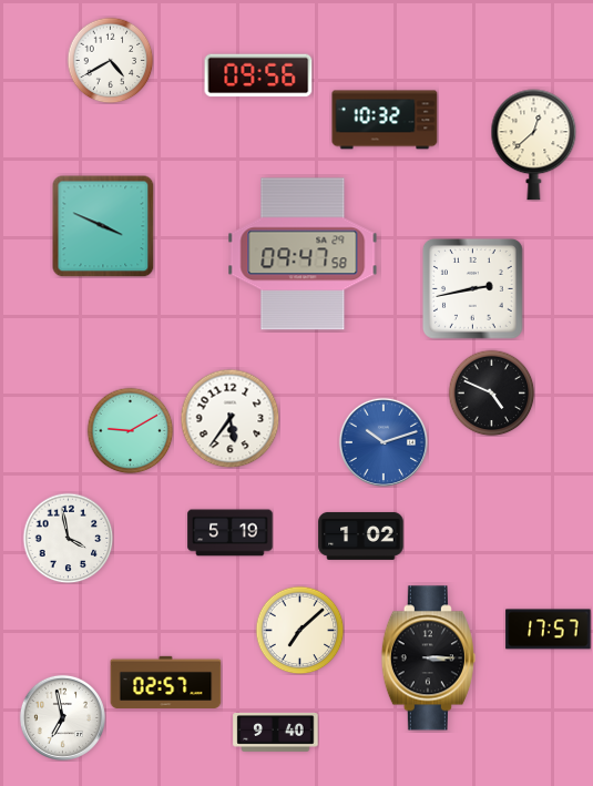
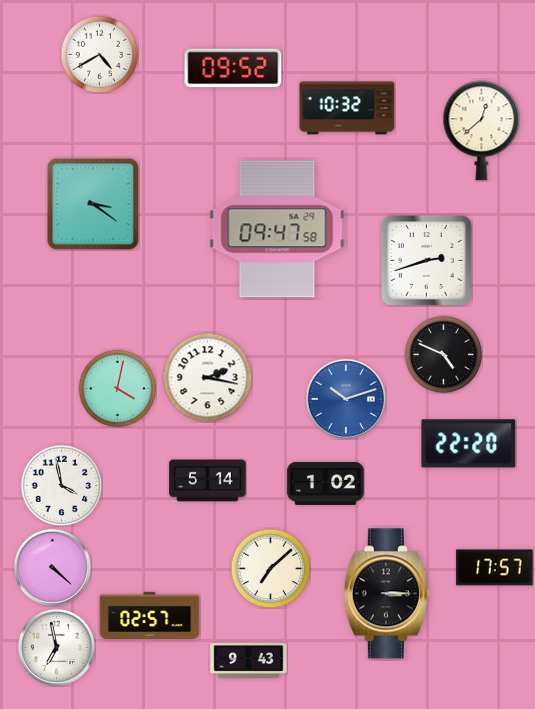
clock at (258, 75): 09:56 -> 09:52
clock at (103, 226): 3:49 -> 3:21
clock at (303, 254) position: (303, 254) -> (277, 229)
clock at (472, 288): 2:43 -> 2:42
clock at (229, 418): 5:36 -> 2:17
clock at (130, 430): 9:10 -> 4:02
clock at (469, 444): none -> 22:20
clock at (231, 533): 5:19 -> 5:14
clock at (52, 567): none -> 4:22
clock at (276, 733): 9:40 -> 9:43
